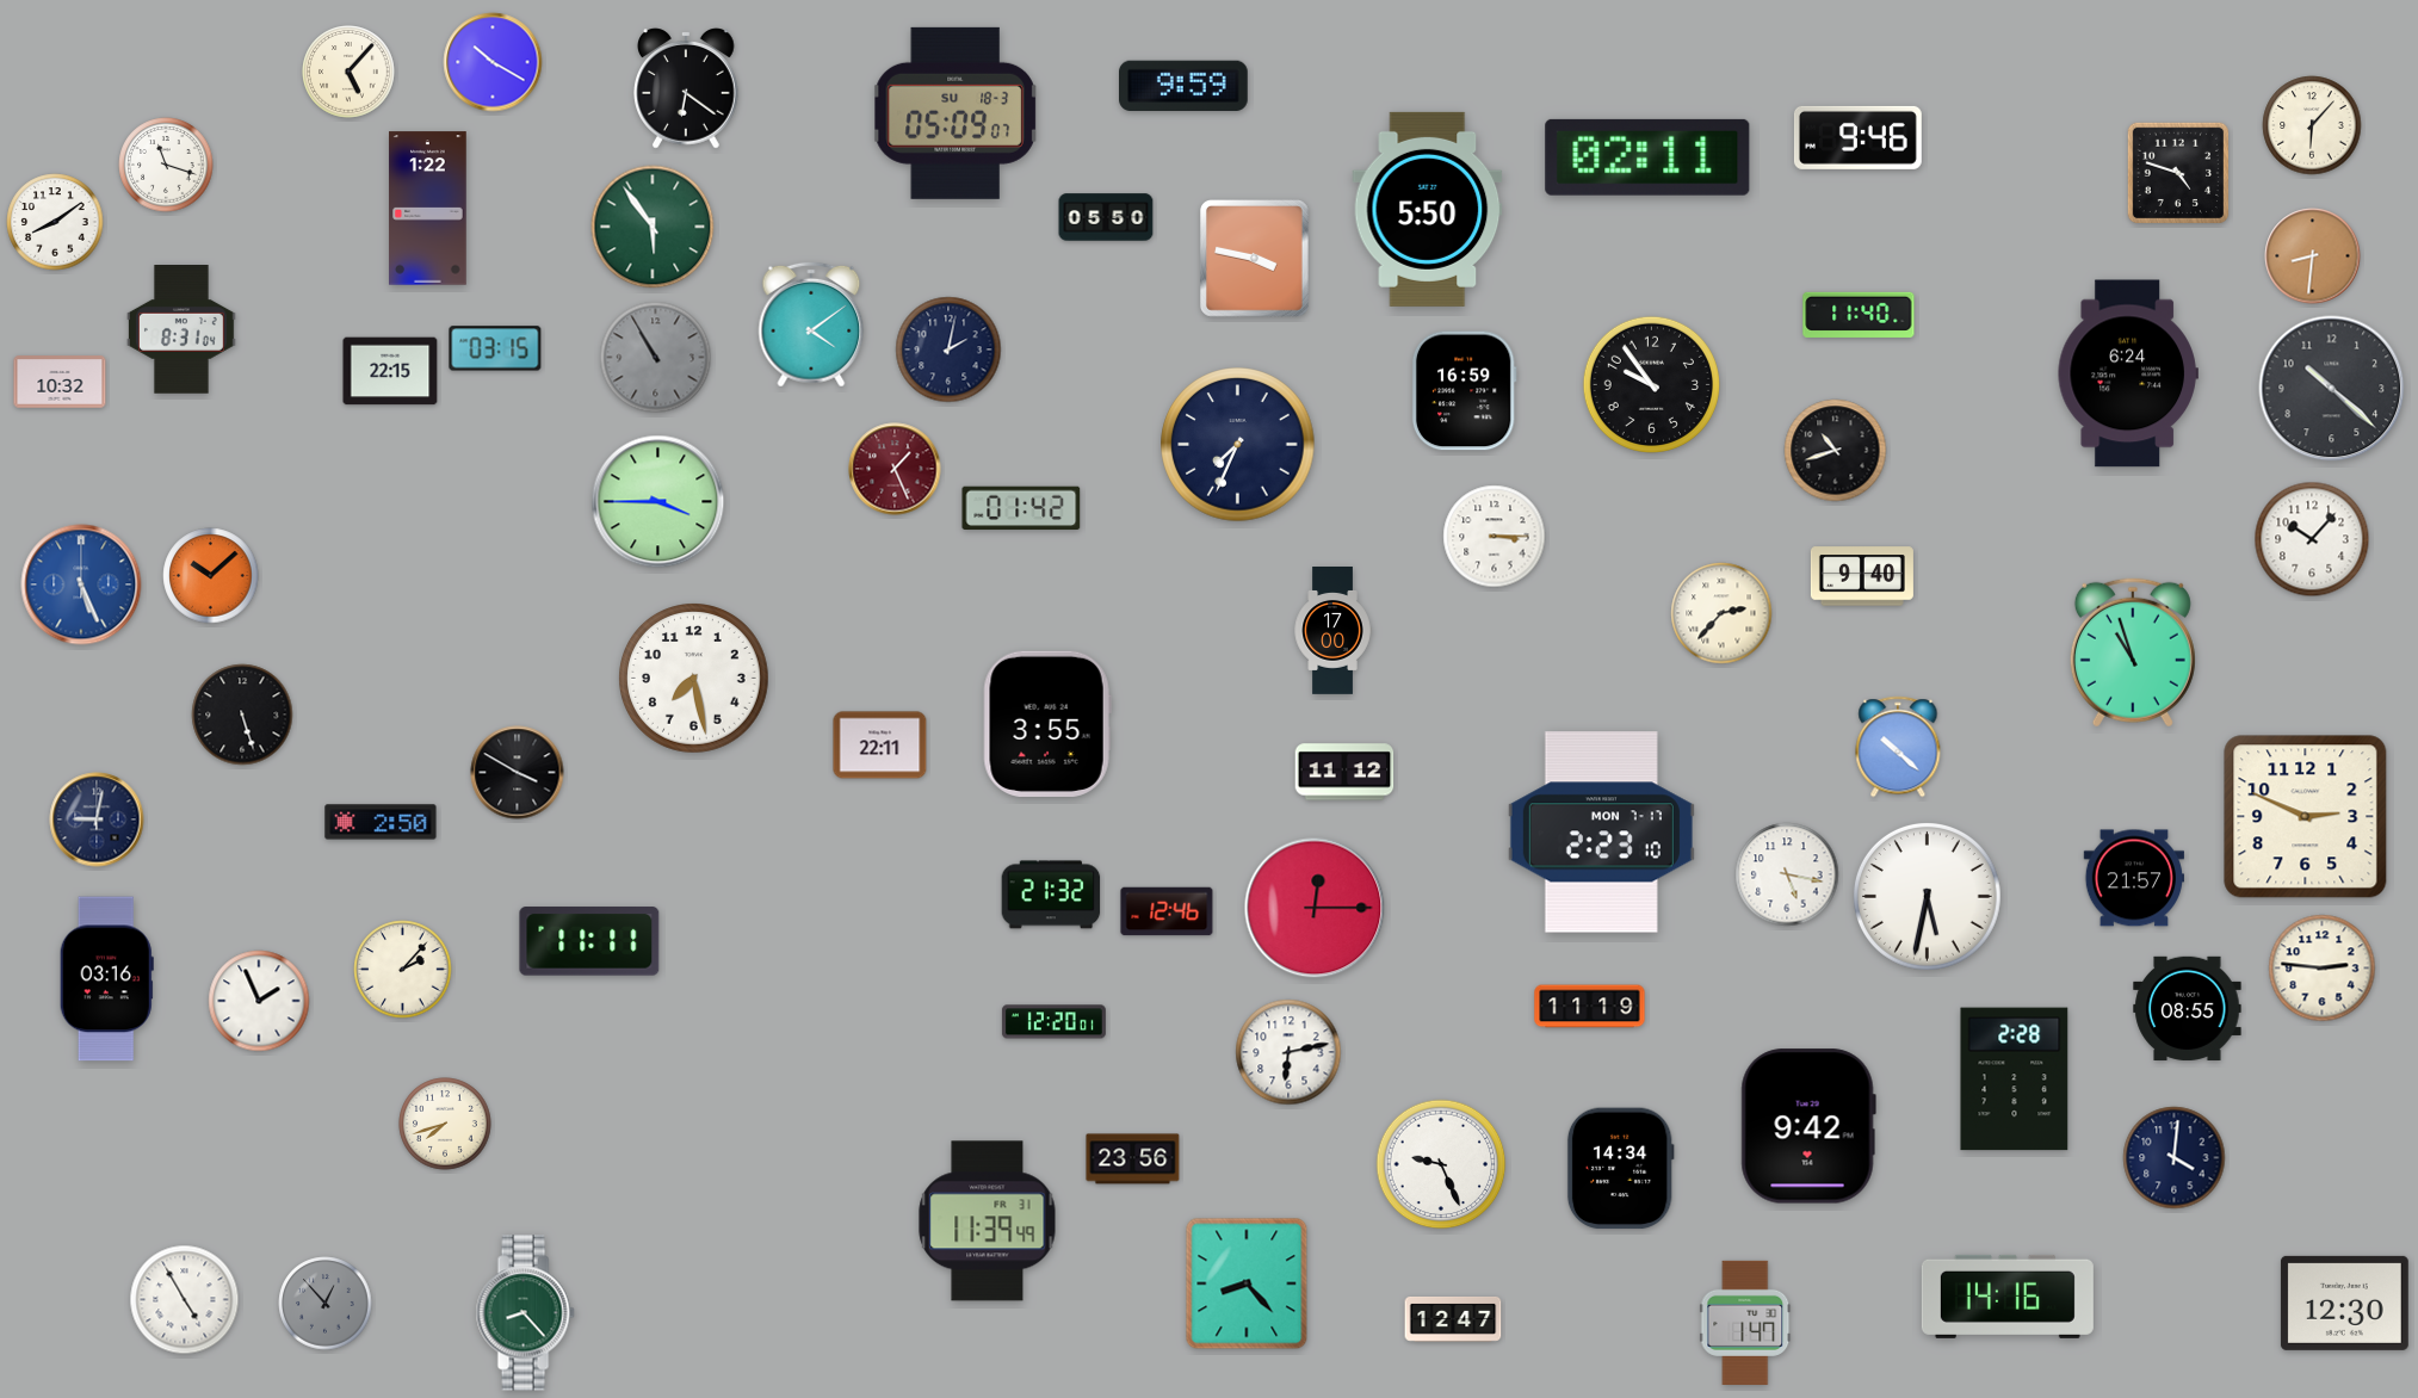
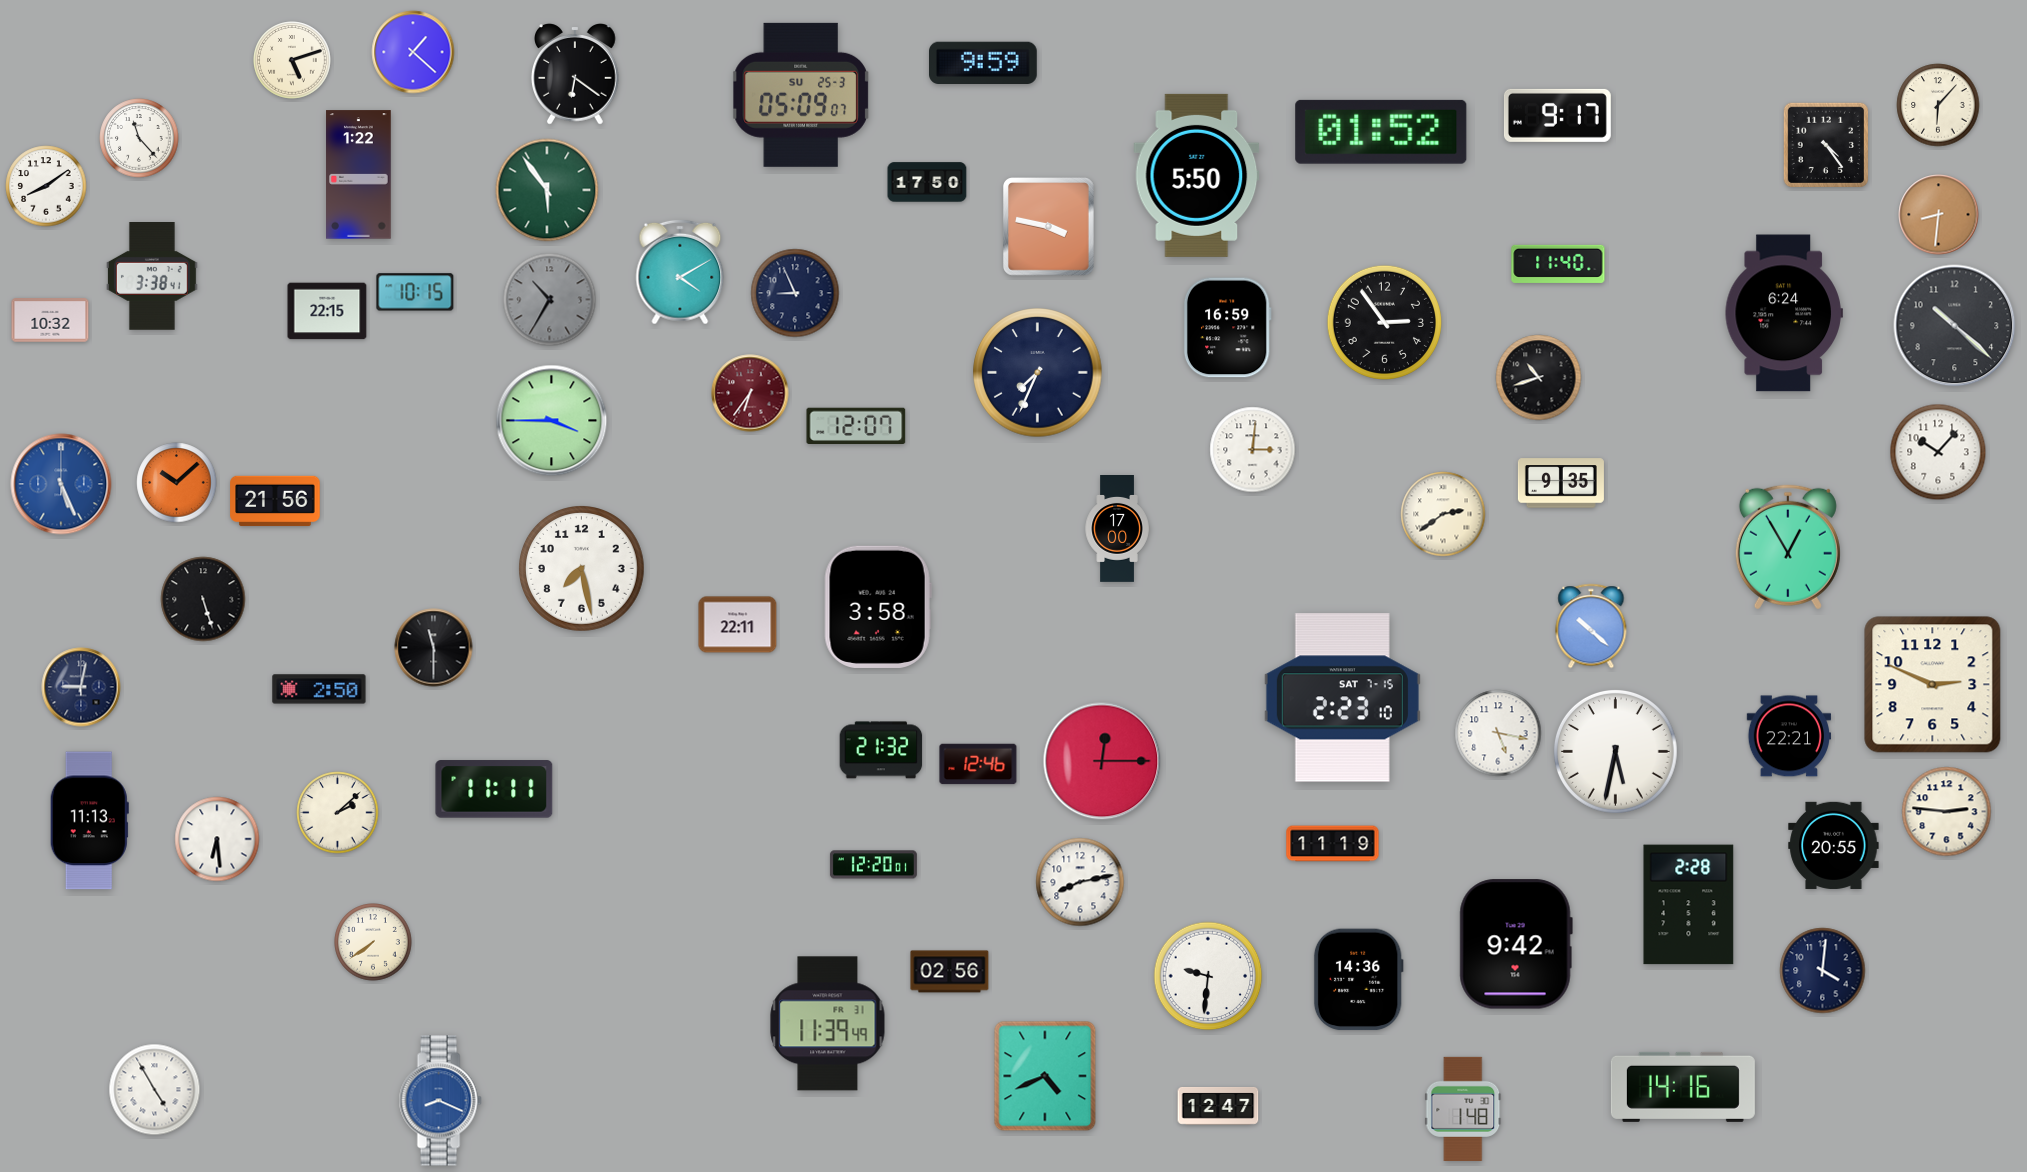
clock at (493, 62): 10:20 -> 1:22
clock at (348, 72): 5:07 -> 5:12
clock at (1185, 86) position: (1185, 86) -> (984, 63)
clock at (956, 113) date: SU 18-3 -> SU 25-3
clock at (1857, 137): 9:46 -> 9:17
clock at (1647, 157): 02:11 -> 01:52
clock at (166, 165): 11:18 -> 11:23
clock at (2177, 172): 4:48 -> 4:24
clock at (1106, 217): 05:50 -> 17:50
clock at (1255, 259) position: (1255, 259) -> (1049, 227)
clock at (811, 324): 4:09 -> 4:10
clock at (181, 330): 8:31 -> 3:38
clock at (495, 348): 03:15 -> 10:15
clock at (948, 349): 2:02 -> 8:56
clock at (656, 358): 10:55 -> 10:35
clock at (1651, 384): 9:54 -> 2:54
clock at (895, 469): 1:26 -> 6:36
clock at (1021, 508): 01:42 -> 12:07
clock at (1495, 537): 3:15 -> 3:01
clock at (1862, 576): 9:40 -> 9:35
clock at (81, 584) position: (81, 584) -> (61, 484)
clock at (275, 501): none -> 21:56
clock at (1721, 613): 2:37 -> 2:39
clock at (2133, 652): 10:57 -> 12:55
clock at (1047, 724): 3:55 -> 3:58
clock at (1344, 772): 11:12 -> none
clock at (518, 773): 3:50 -> 11:30
clock at (1601, 833) date: MON 7-17 -> SAT 7-15
clock at (2133, 878): 21:57 -> 22:21
clock at (403, 970): 2:07 -> 2:08
clock at (106, 979): 03:16 -> 11:13
clock at (259, 1001): 1:56 -> 6:29
clock at (2188, 1008): 08:55 -> 20:55
clock at (1053, 1022) position: (1053, 1022) -> (873, 865)
clock at (1288, 1052): 6:13 -> 8:13
clock at (445, 1124): 7:42 -> 7:39
clock at (1133, 1159): 23:56 -> 02:56
clock at (1441, 1164): 9:26 -> 9:31
clock at (1620, 1169): 14:34 -> 14:36
clock at (1247, 1283): 8:23 -> 4:41
clock at (2344, 1303): 12:30 -> none
clock at (326, 1304): 12:53 -> none
clock at (525, 1313): 8:23 -> 8:19
clock at (525, 1313) dial: green -> blue
clock at (1745, 1323): 1:47 -> 1:48
